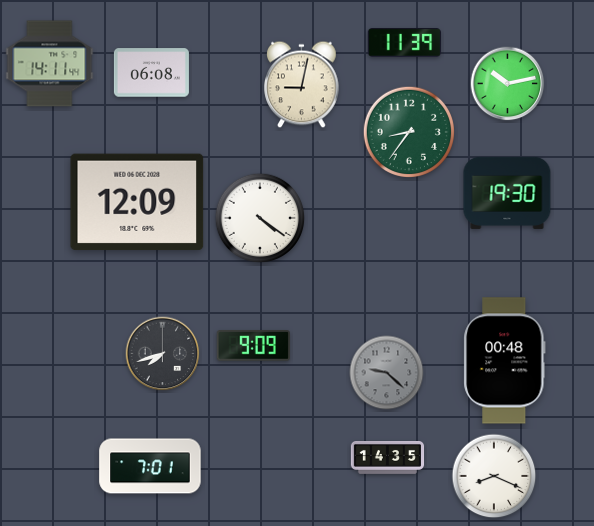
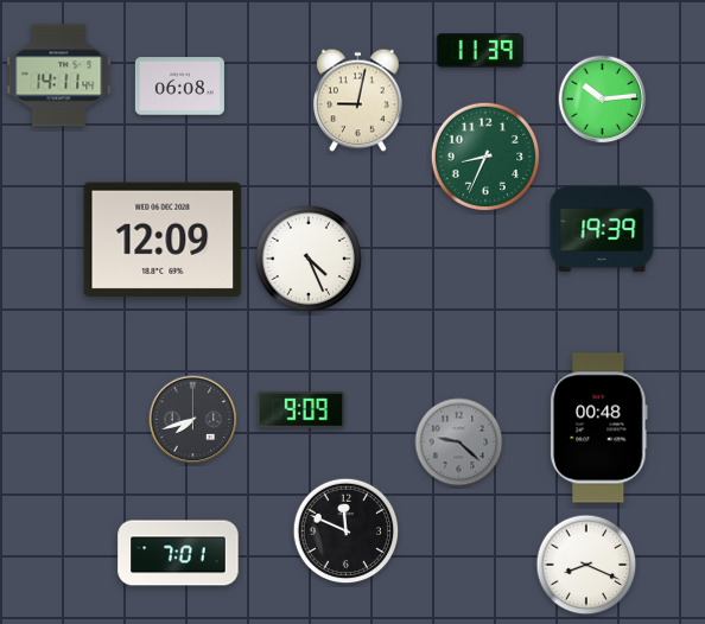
clock at (508, 84): 10:13 -> 10:14
clock at (408, 131): 8:36 -> 8:34
clock at (507, 193): 19:30 -> 19:39
clock at (260, 218): 4:21 -> 4:26
clock at (347, 531): none -> 11:49
clock at (388, 458): 14:35 -> none
